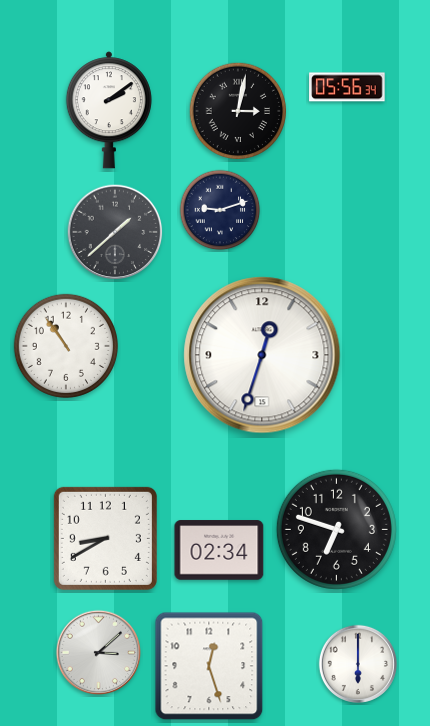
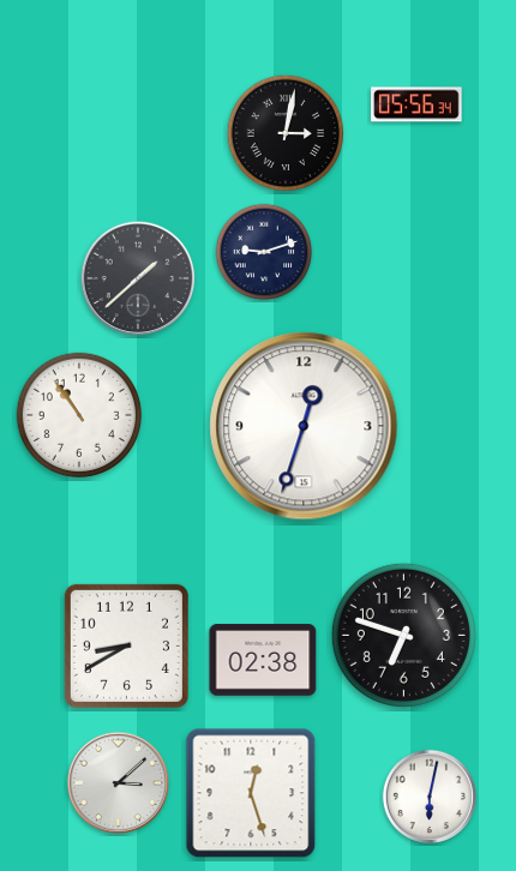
clock at (109, 110): 2:09 -> none
clock at (262, 355) position: (262, 355) -> (304, 426)
clock at (219, 550): 02:34 -> 02:38
clock at (358, 664): 6:00 -> 6:02
clock at (209, 666) position: (209, 666) -> (251, 793)
